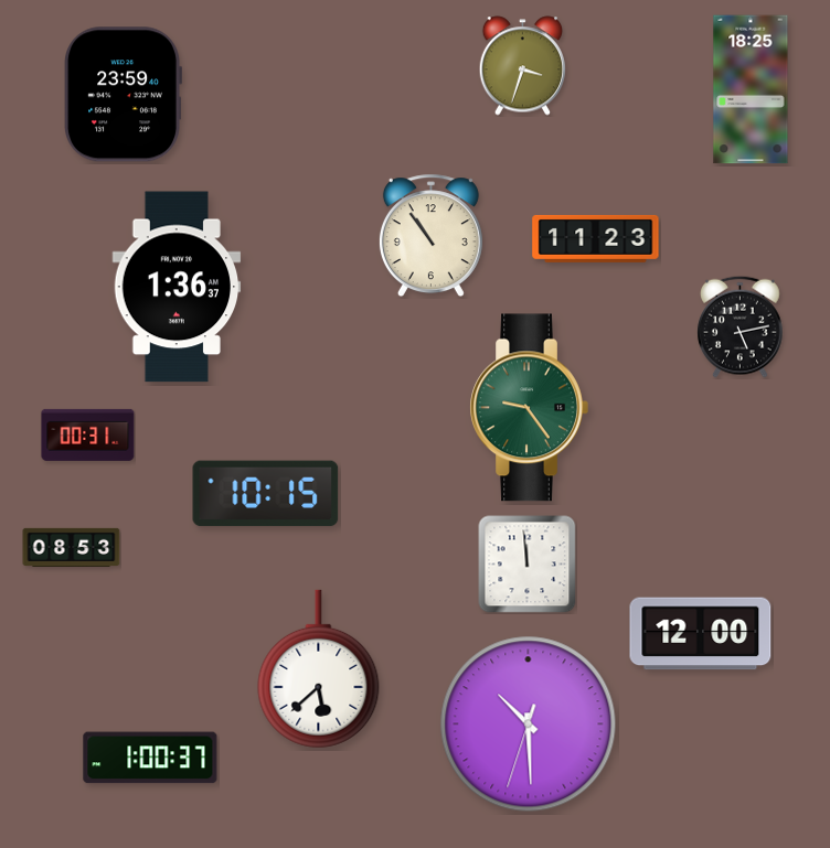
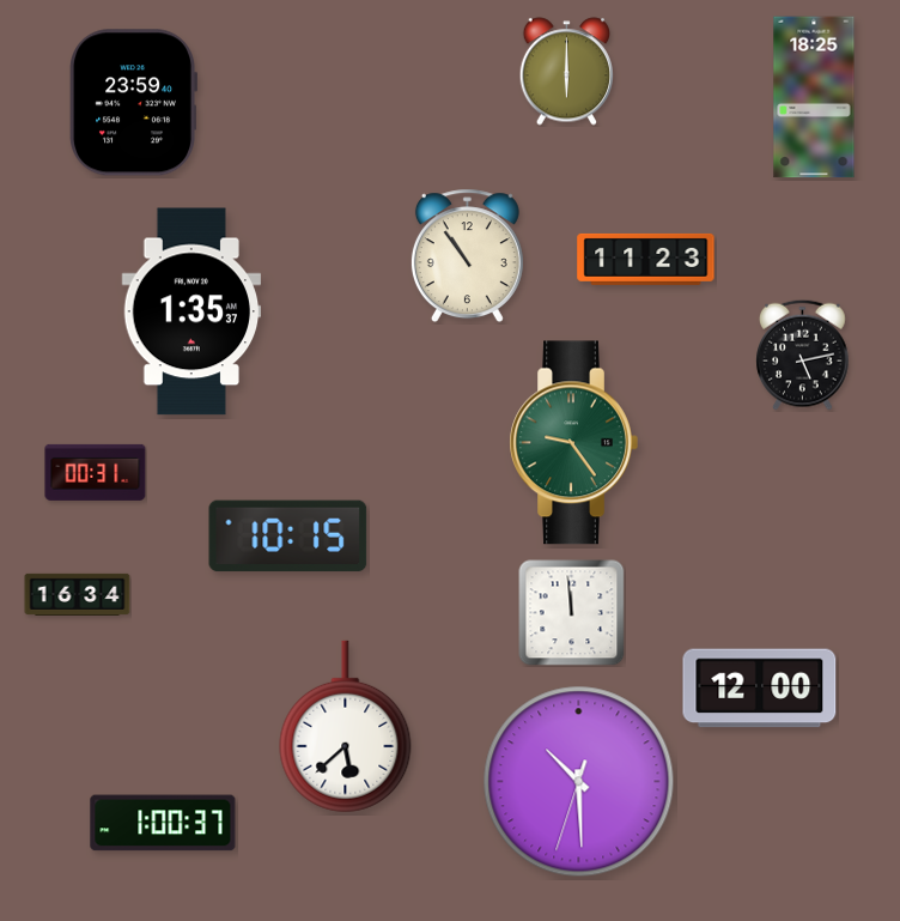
clock at (523, 66): 3:33 -> 6:00
clock at (177, 287): 1:36 -> 1:35
clock at (72, 547): 08:53 -> 16:34
clock at (529, 724) position: (529, 724) -> (579, 782)
